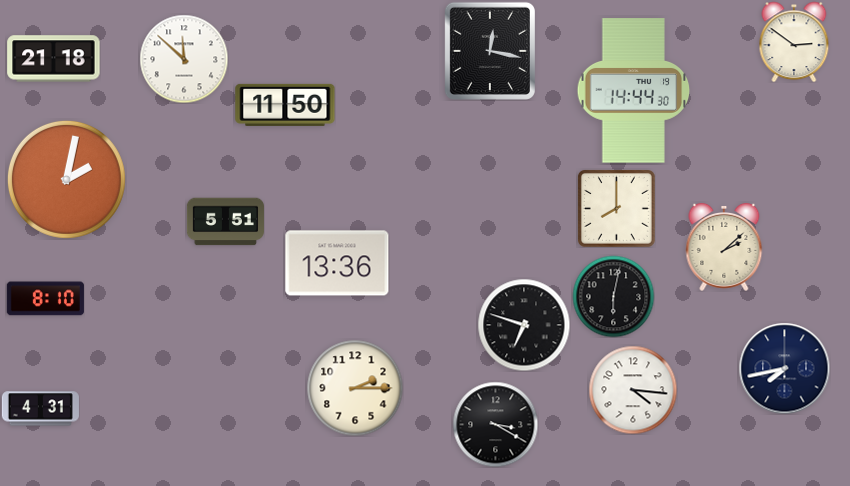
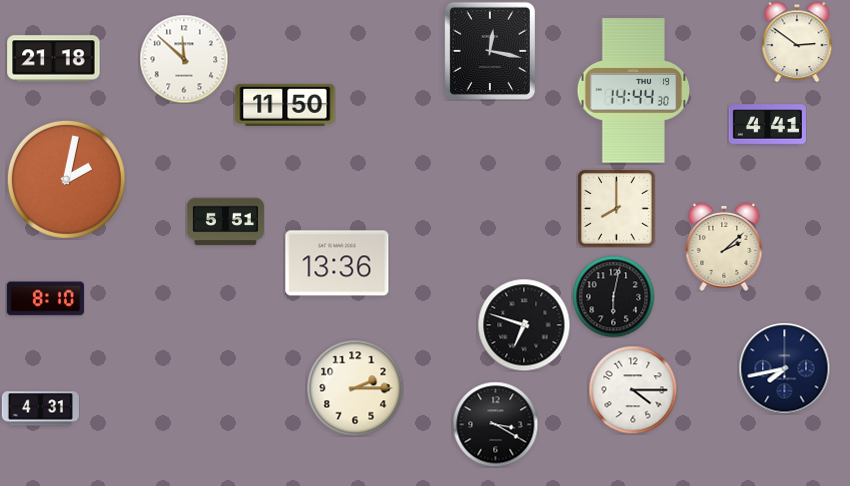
clock at (794, 42) position: (794, 42) -> (797, 42)
clock at (767, 125): none -> 4:41
clock at (633, 390): 4:16 -> 4:15
